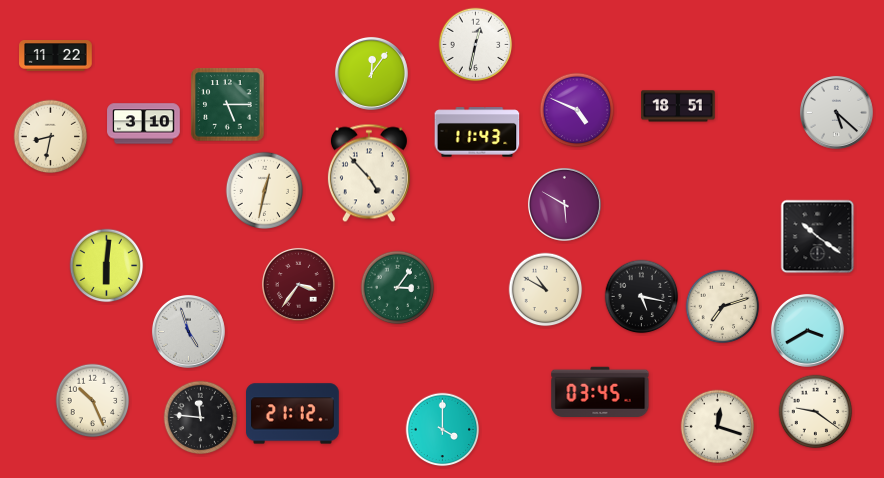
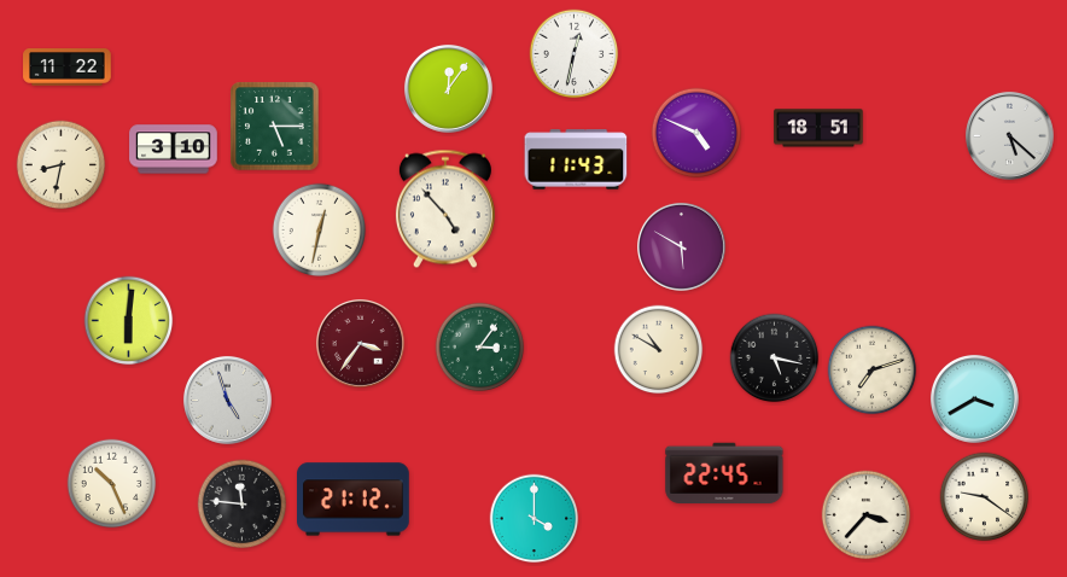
clock at (818, 237): 10:21 -> none
clock at (600, 391): 03:45 -> 22:45
clock at (718, 427): 12:18 -> 3:37
